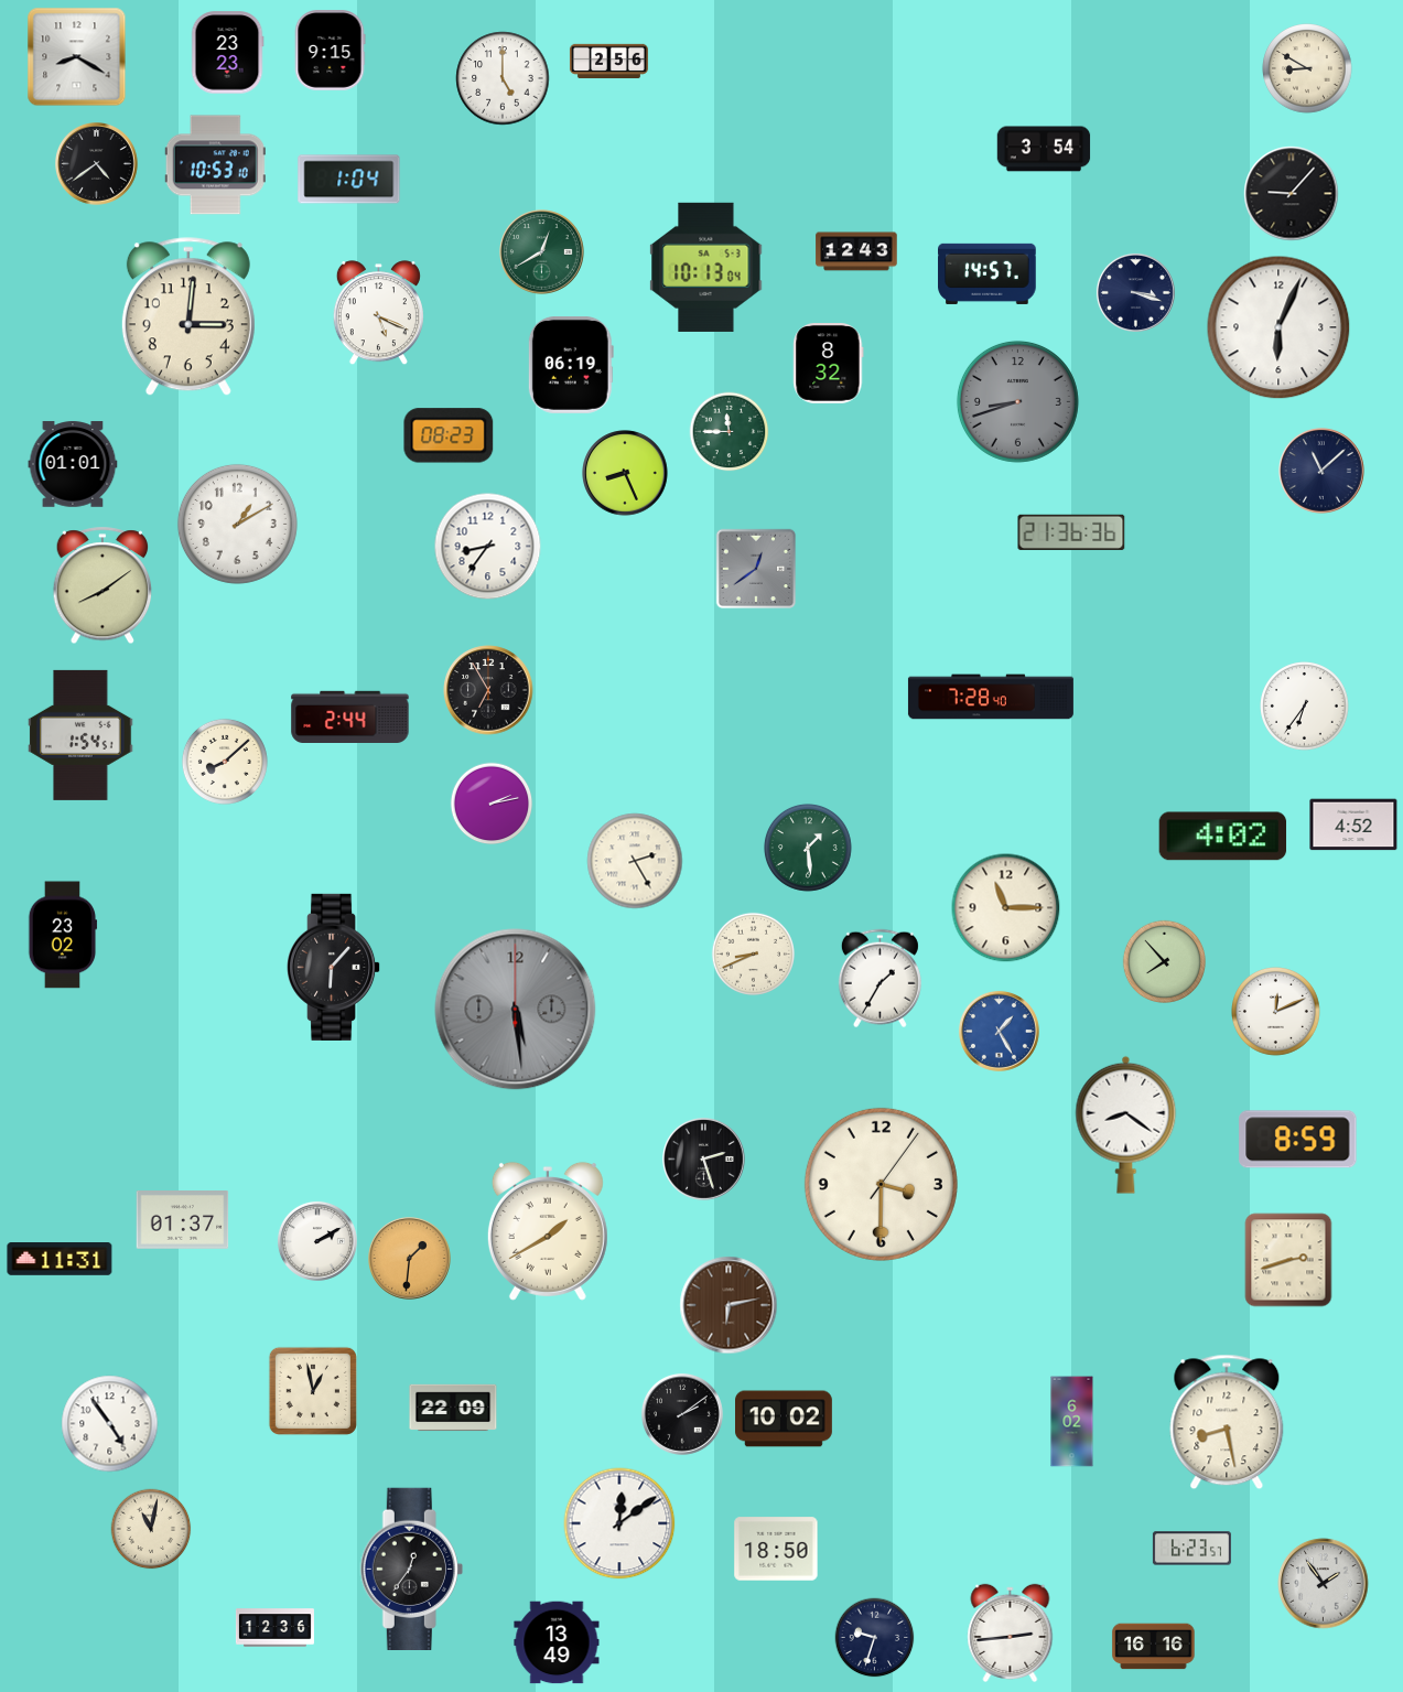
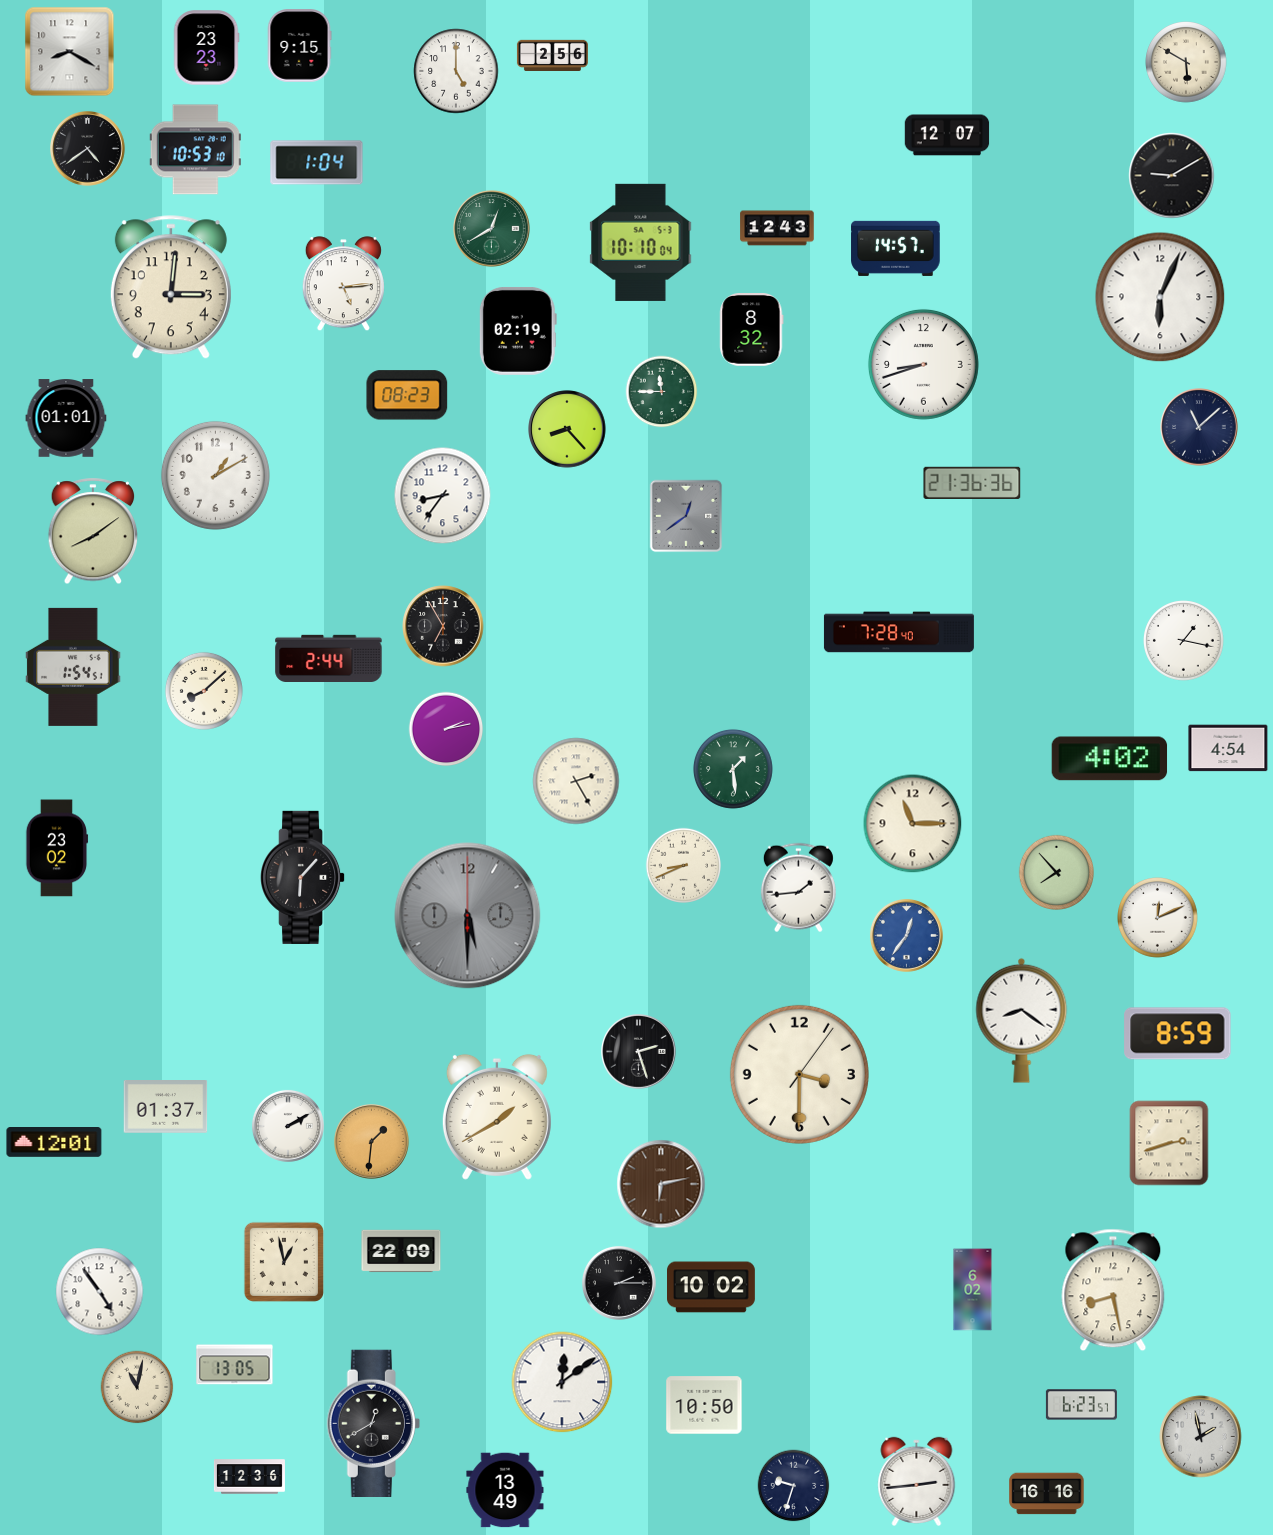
clock at (1307, 68): 8:50 -> 5:50
clock at (1044, 149): 3:54 -> 12:07
clock at (1292, 194): 9:07 -> 9:10
clock at (706, 267): 10:13 -> 10:10
clock at (1135, 292): 3:18 -> none
clock at (378, 313): 5:19 -> 5:14
clock at (571, 365): 06:19 -> 02:19
clock at (1017, 401) dial: grey -> white
clock at (73, 464) position: (73, 464) -> (66, 418)
clock at (625, 473): 8:26 -> 8:23
clock at (1305, 707): 6:36 -> 1:17
clock at (350, 716) position: (350, 716) -> (329, 658)
clock at (1353, 825): 4:52 -> 4:54
clock at (879, 979): 1:35 -> 1:44
clock at (516, 1010): 5:29 -> 5:30
clock at (999, 1031): 1:25 -> 12:36
clock at (60, 1260): 11:31 -> 12:01
clock at (453, 1408) position: (453, 1408) -> (401, 1251)
clock at (682, 1414): 2:09 -> 2:15
clock at (235, 1365): none -> 13:05
clock at (776, 1549): 18:50 -> 10:50
clock at (411, 1569): 12:36 -> 12:40
clock at (1324, 1584): 1:54 -> 1:58
